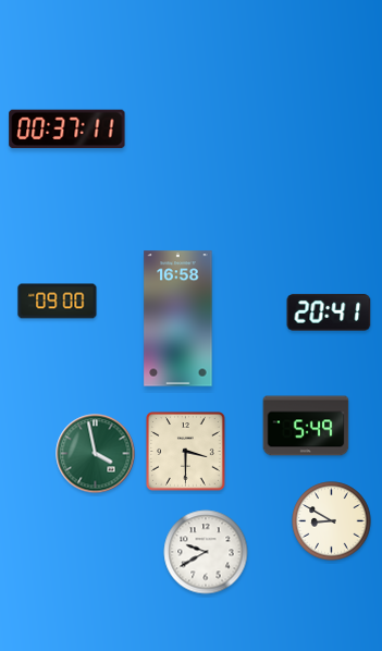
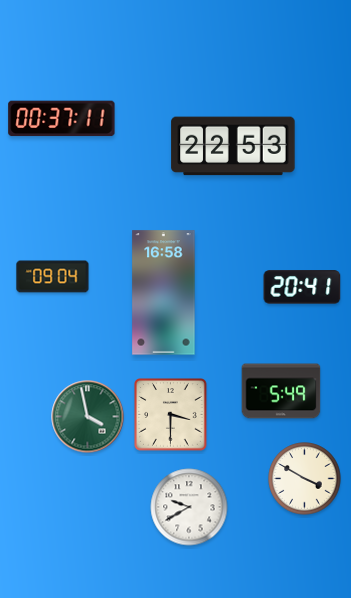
clock at (233, 146): none -> 22:53
clock at (58, 302): 09:00 -> 09:04
clock at (332, 521): 8:50 -> 3:50
